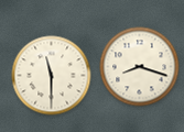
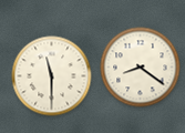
clock at (140, 67): 8:18 -> 8:21
